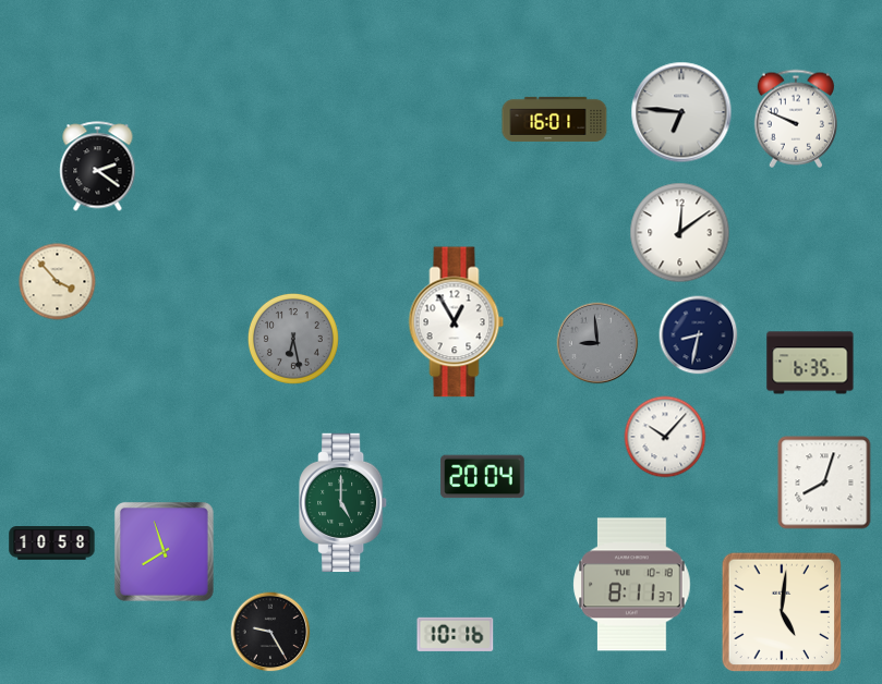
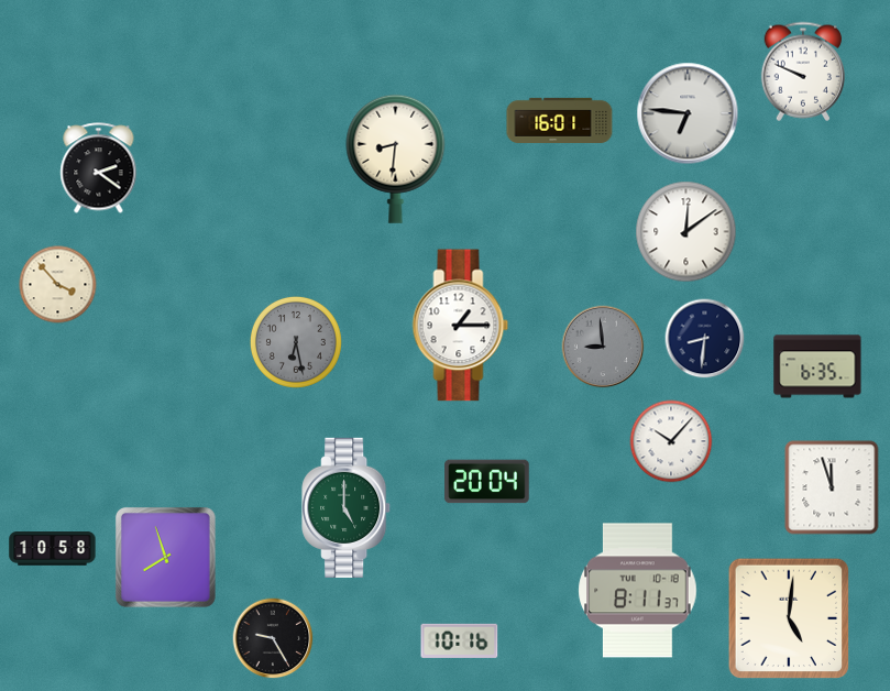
clock at (795, 119) position: (795, 119) -> (802, 72)
clock at (396, 158): none -> 8:31
clock at (680, 233) position: (680, 233) -> (686, 232)
clock at (457, 322): 12:55 -> 1:15
clock at (699, 335): 8:32 -> 8:31
clock at (824, 483): 8:03 -> 11:57
